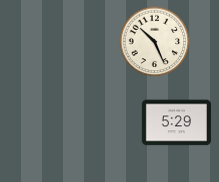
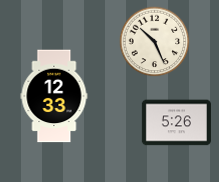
clock at (54, 96): none -> 12:33
clock at (176, 123): 5:29 -> 5:26
